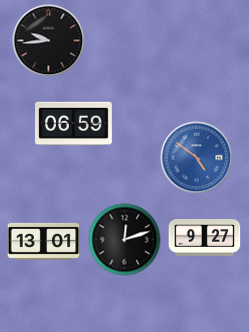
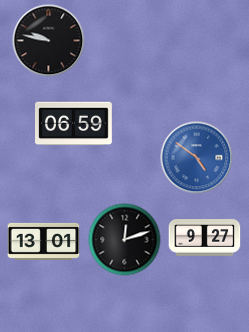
clock at (49, 41): 9:44 -> 9:47
